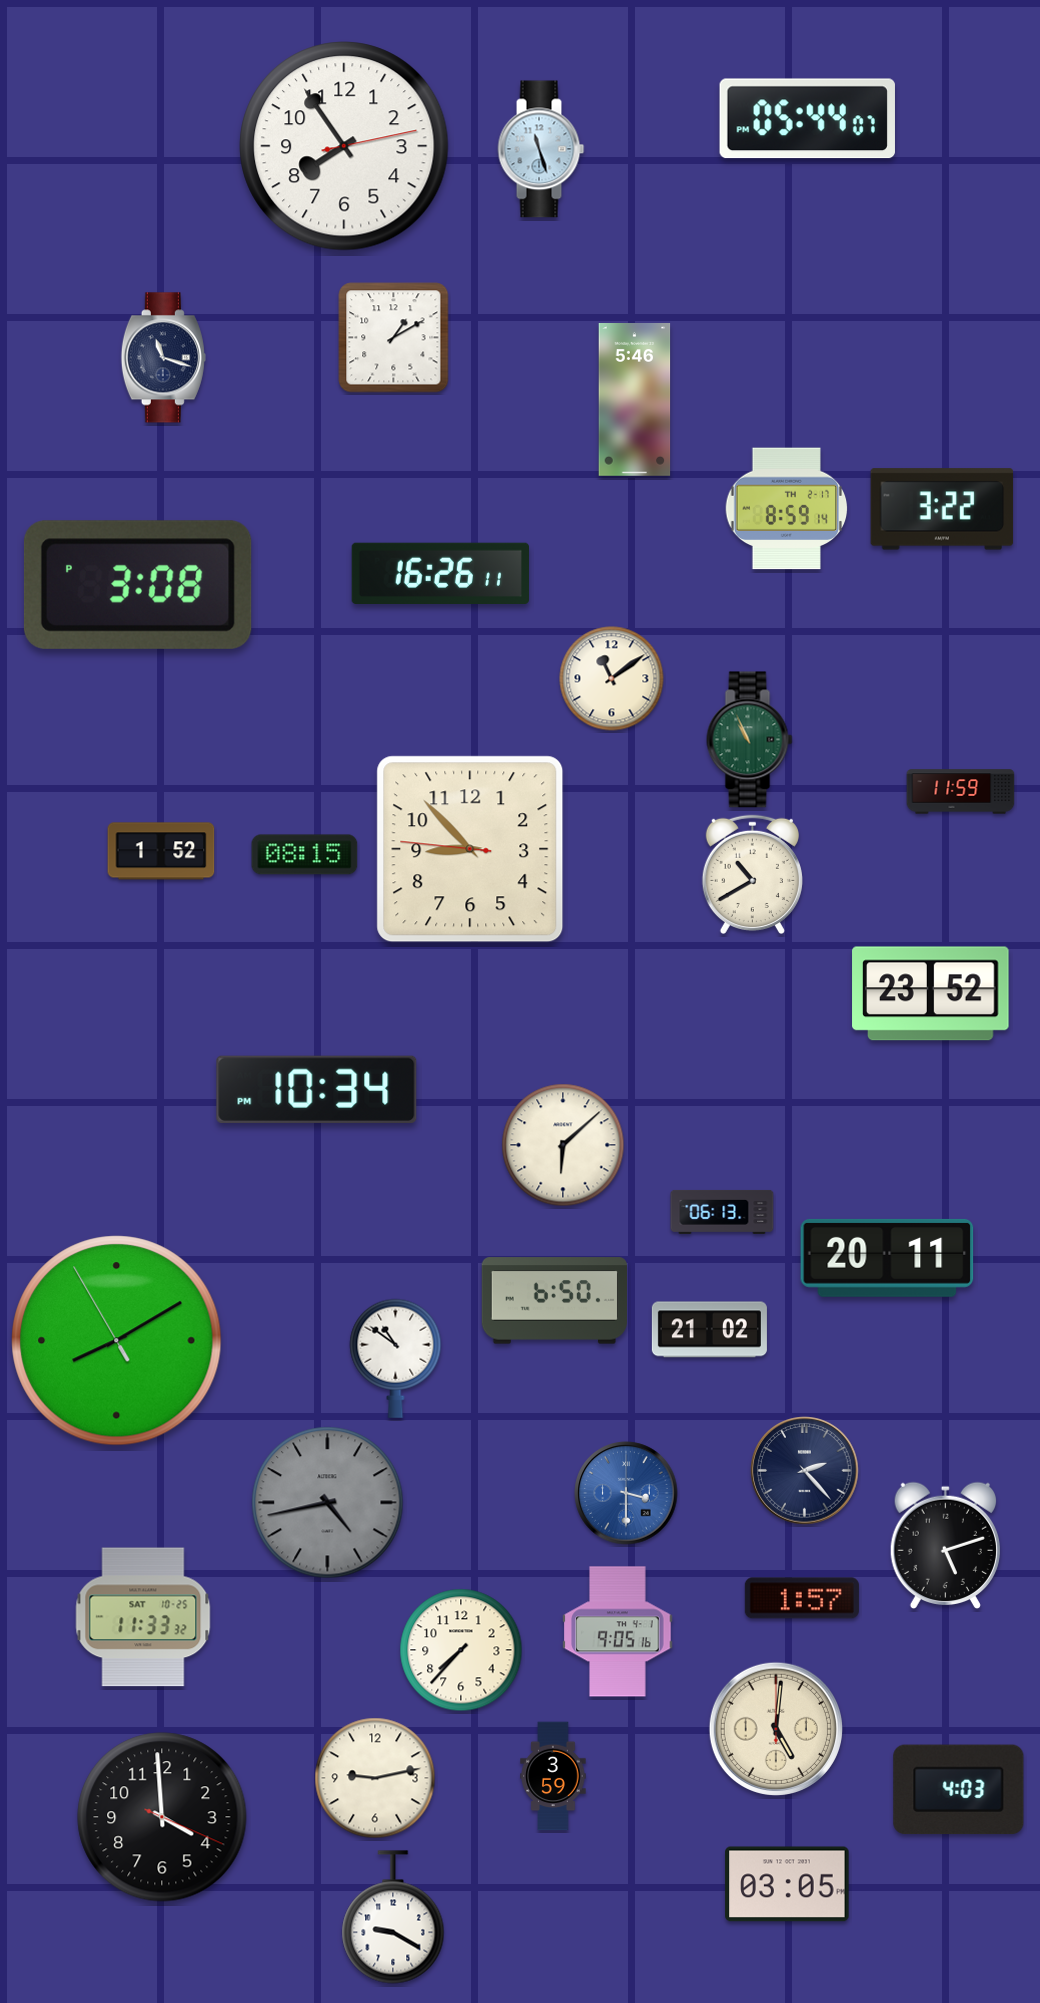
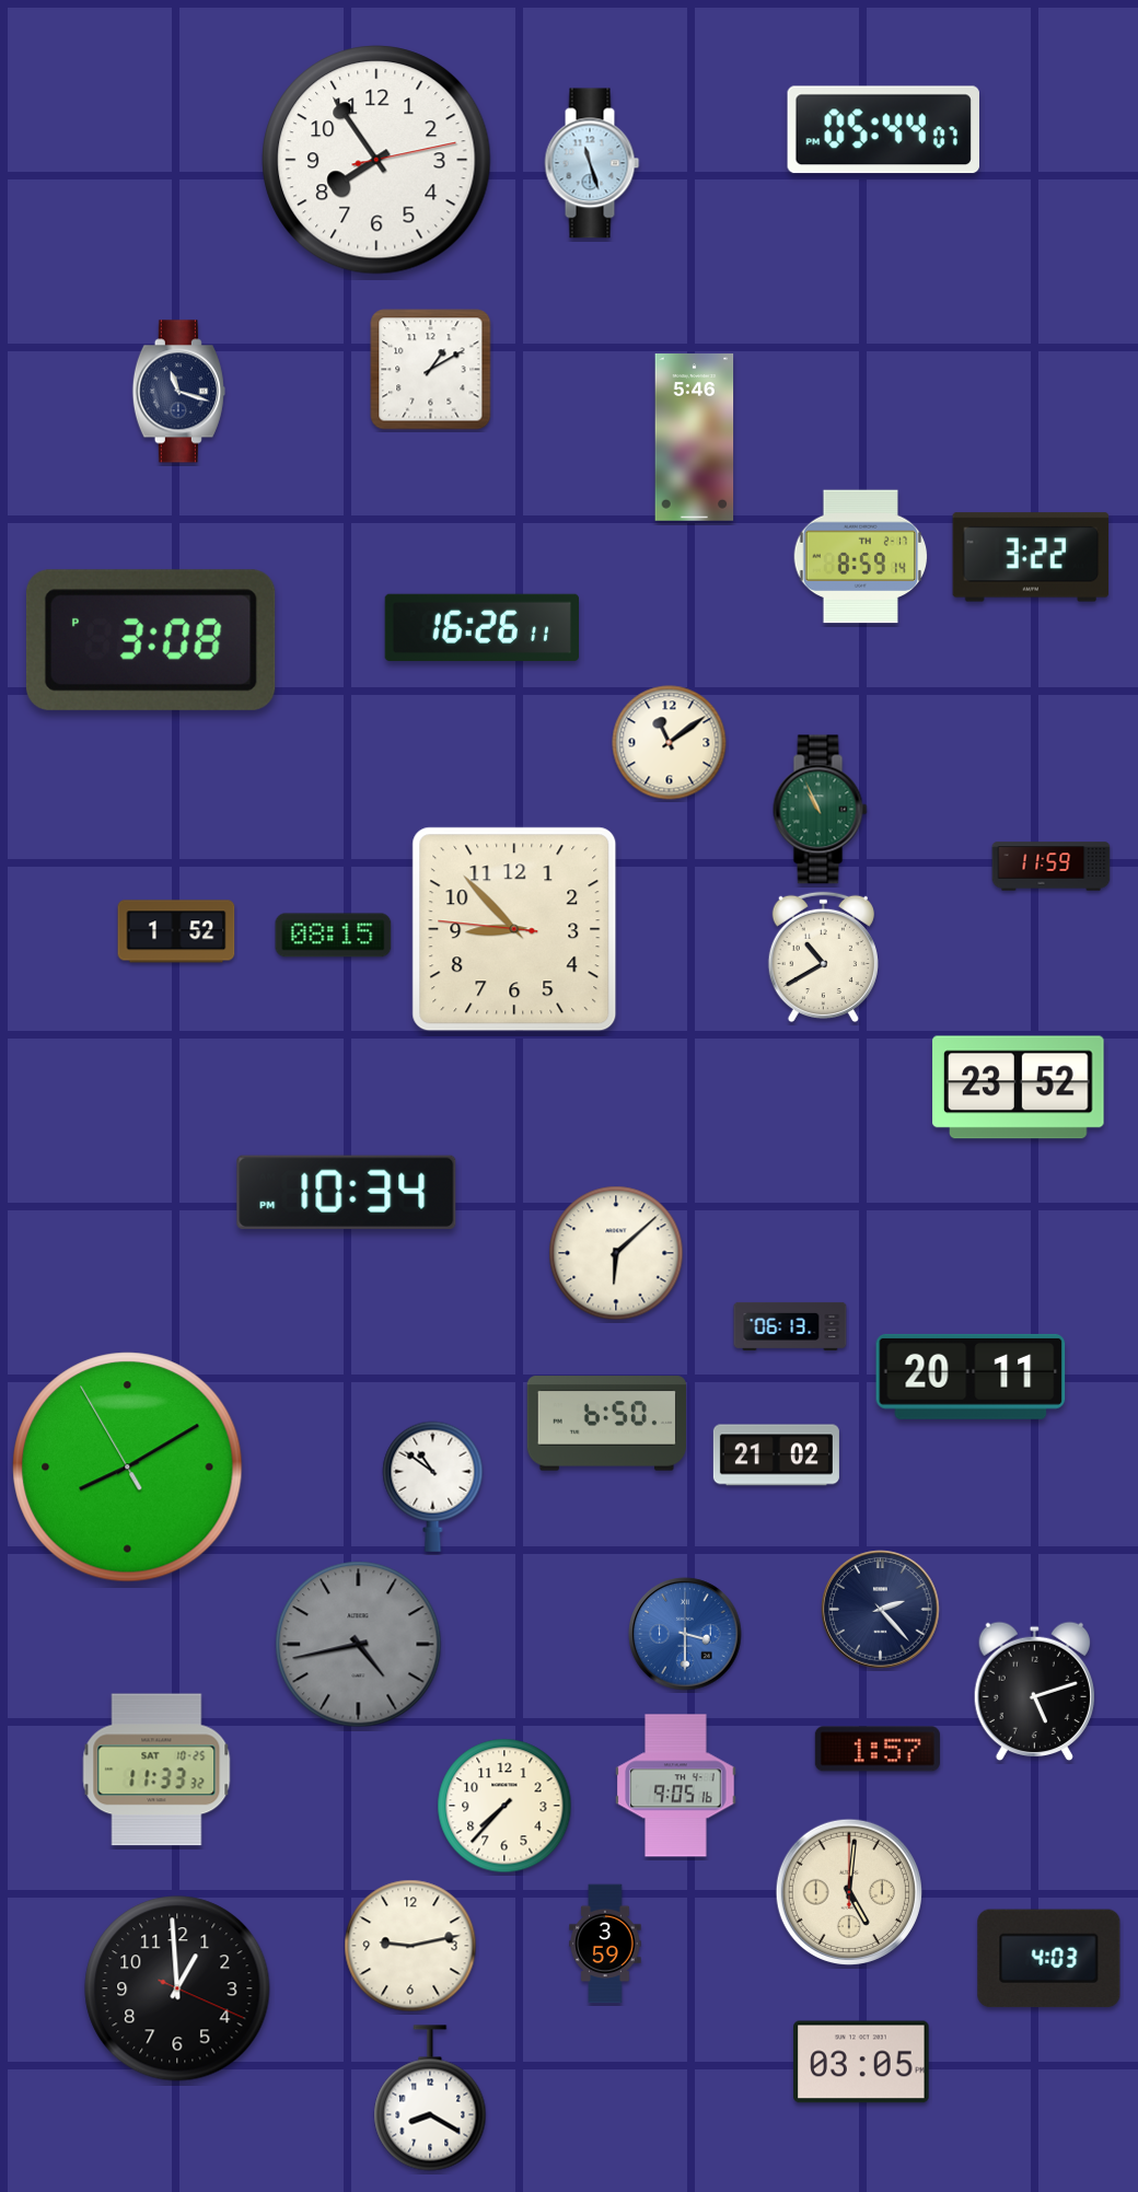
clock at (162, 1817): 3:59 -> 12:59
clock at (393, 1917): 9:20 -> 8:20
